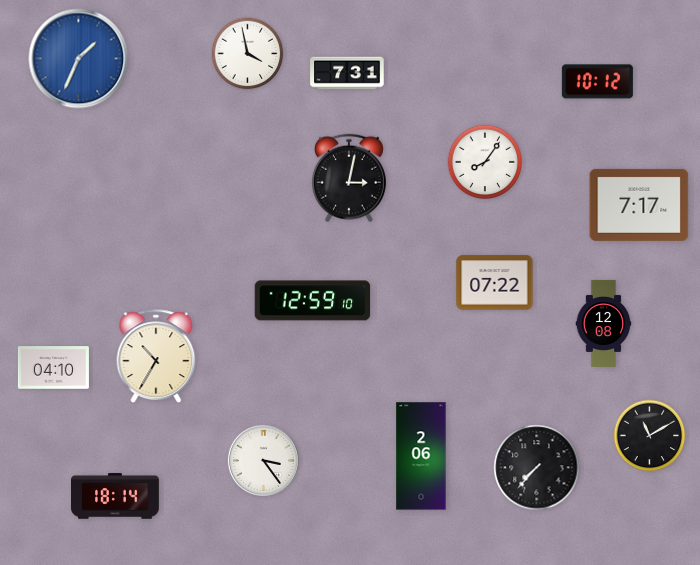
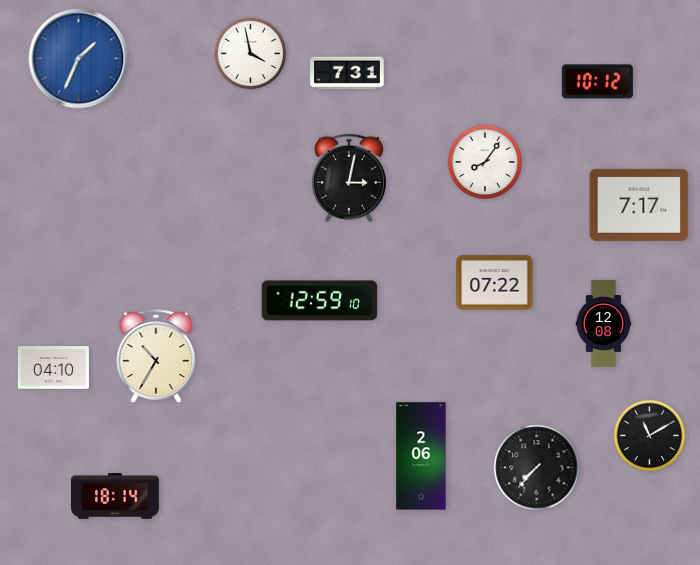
clock at (248, 54) position: (248, 54) -> (251, 54)
clock at (313, 301) position: (313, 301) -> (320, 301)
clock at (263, 460): 3:24 -> none
